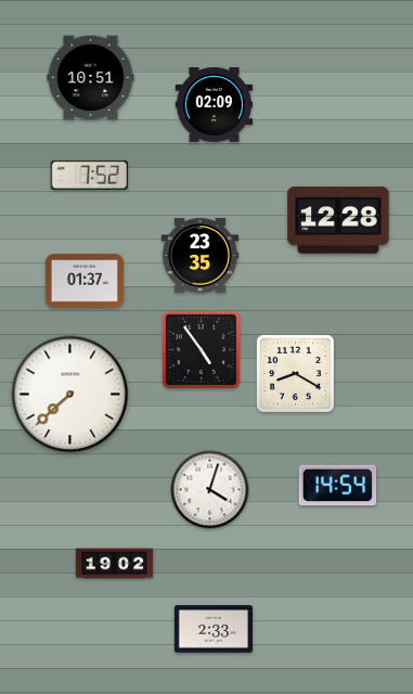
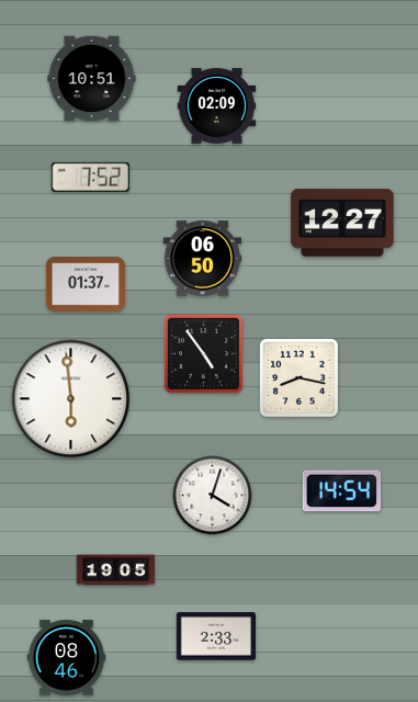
clock at (338, 220): 12:28 -> 12:27
clock at (201, 256): 23:35 -> 06:50
clock at (295, 373): 8:20 -> 8:17
clock at (70, 395): 7:38 -> 5:59
clock at (115, 564): 19:02 -> 19:05
clock at (67, 658): none -> 08:46
